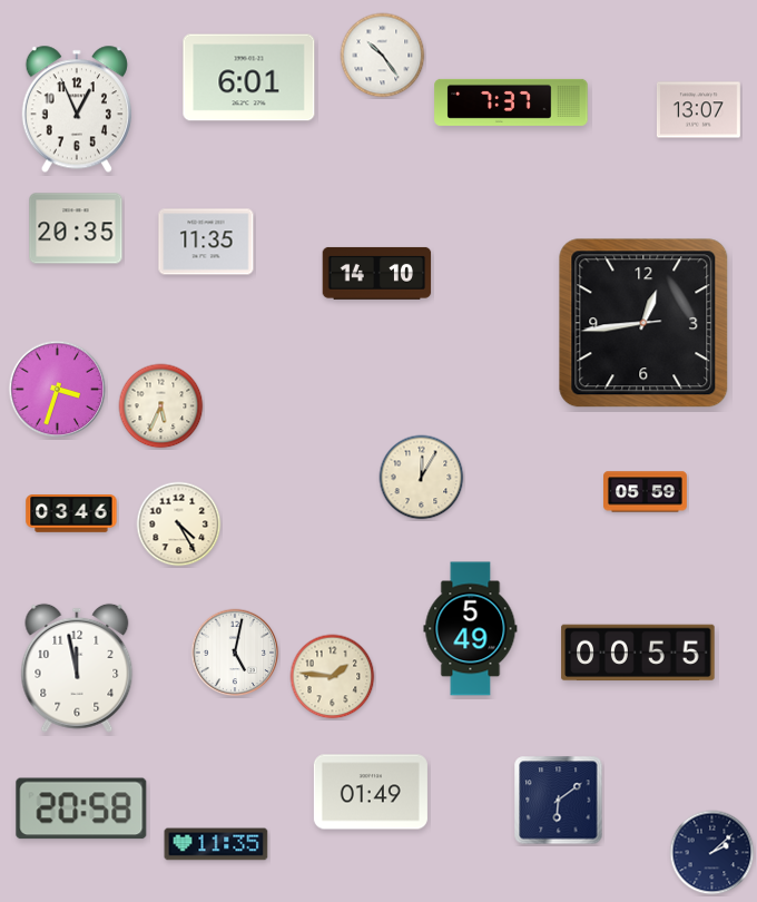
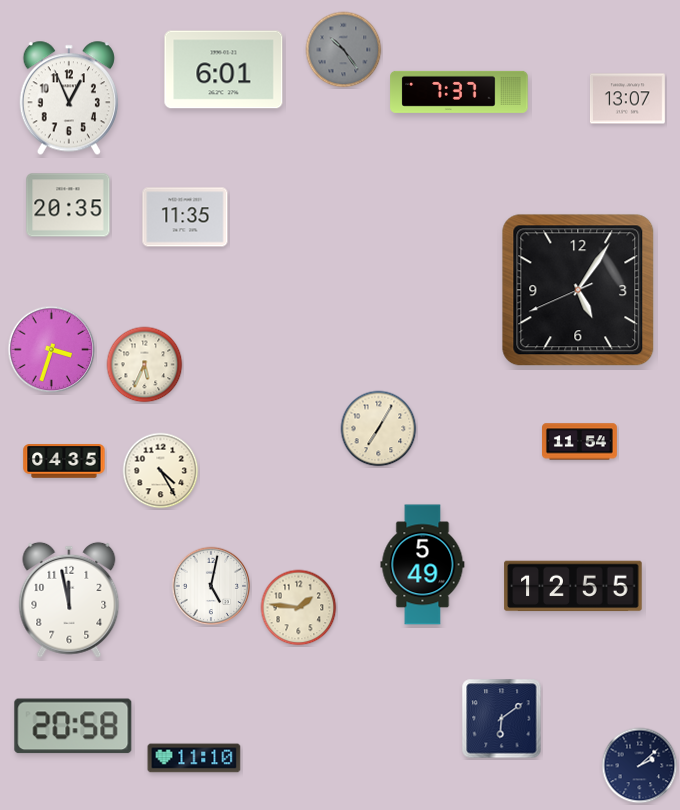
clock at (383, 56) dial: white -> grey
clock at (377, 273): 14:10 -> none
clock at (643, 323): 12:43 -> 5:05
clock at (422, 478): 12:05 -> 7:05
clock at (646, 492): 05:59 -> 11:54
clock at (71, 513): 03:46 -> 04:35
clock at (638, 653): 00:55 -> 12:55
clock at (371, 792): 01:49 -> none
clock at (216, 844): 11:35 -> 11:10
